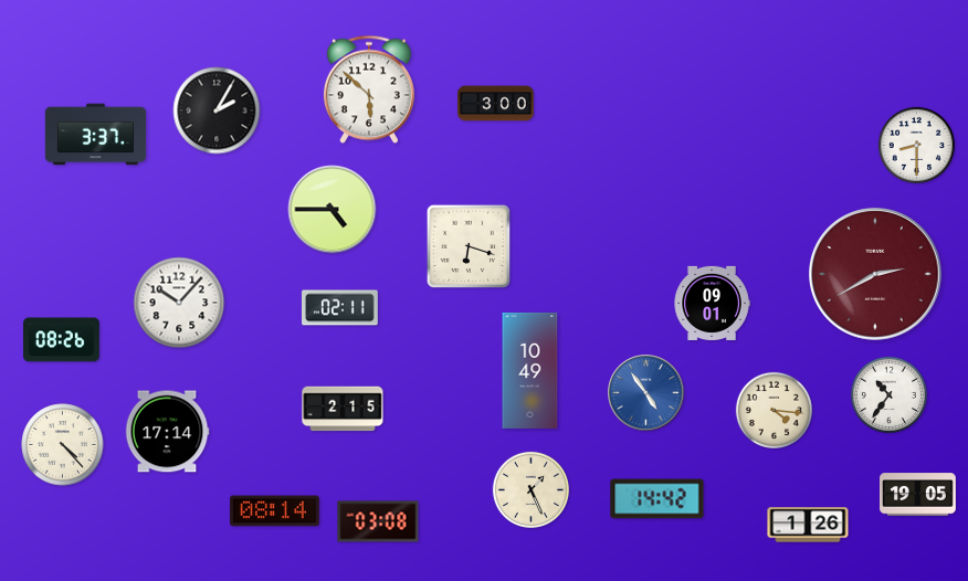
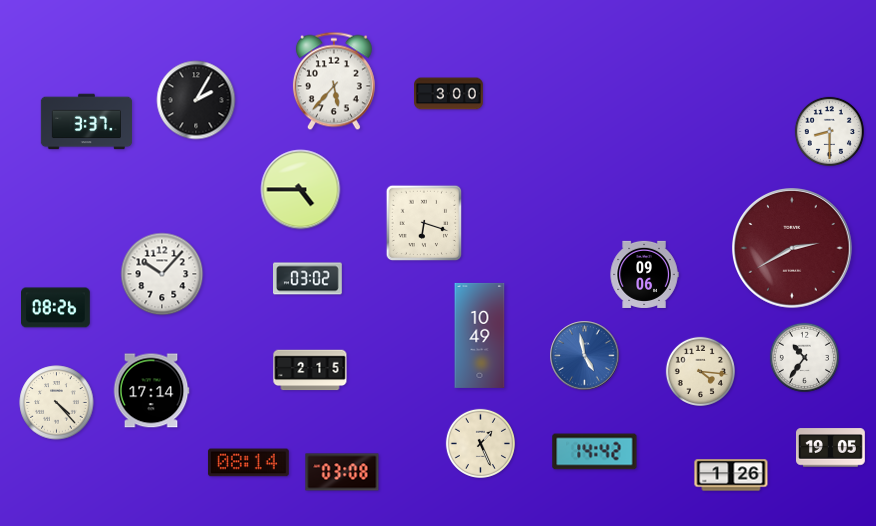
clock at (369, 89): 5:52 -> 5:37
clock at (712, 303): 09:01 -> 09:06
clock at (340, 308): 02:11 -> 03:02
clock at (646, 393): 4:54 -> 4:58
